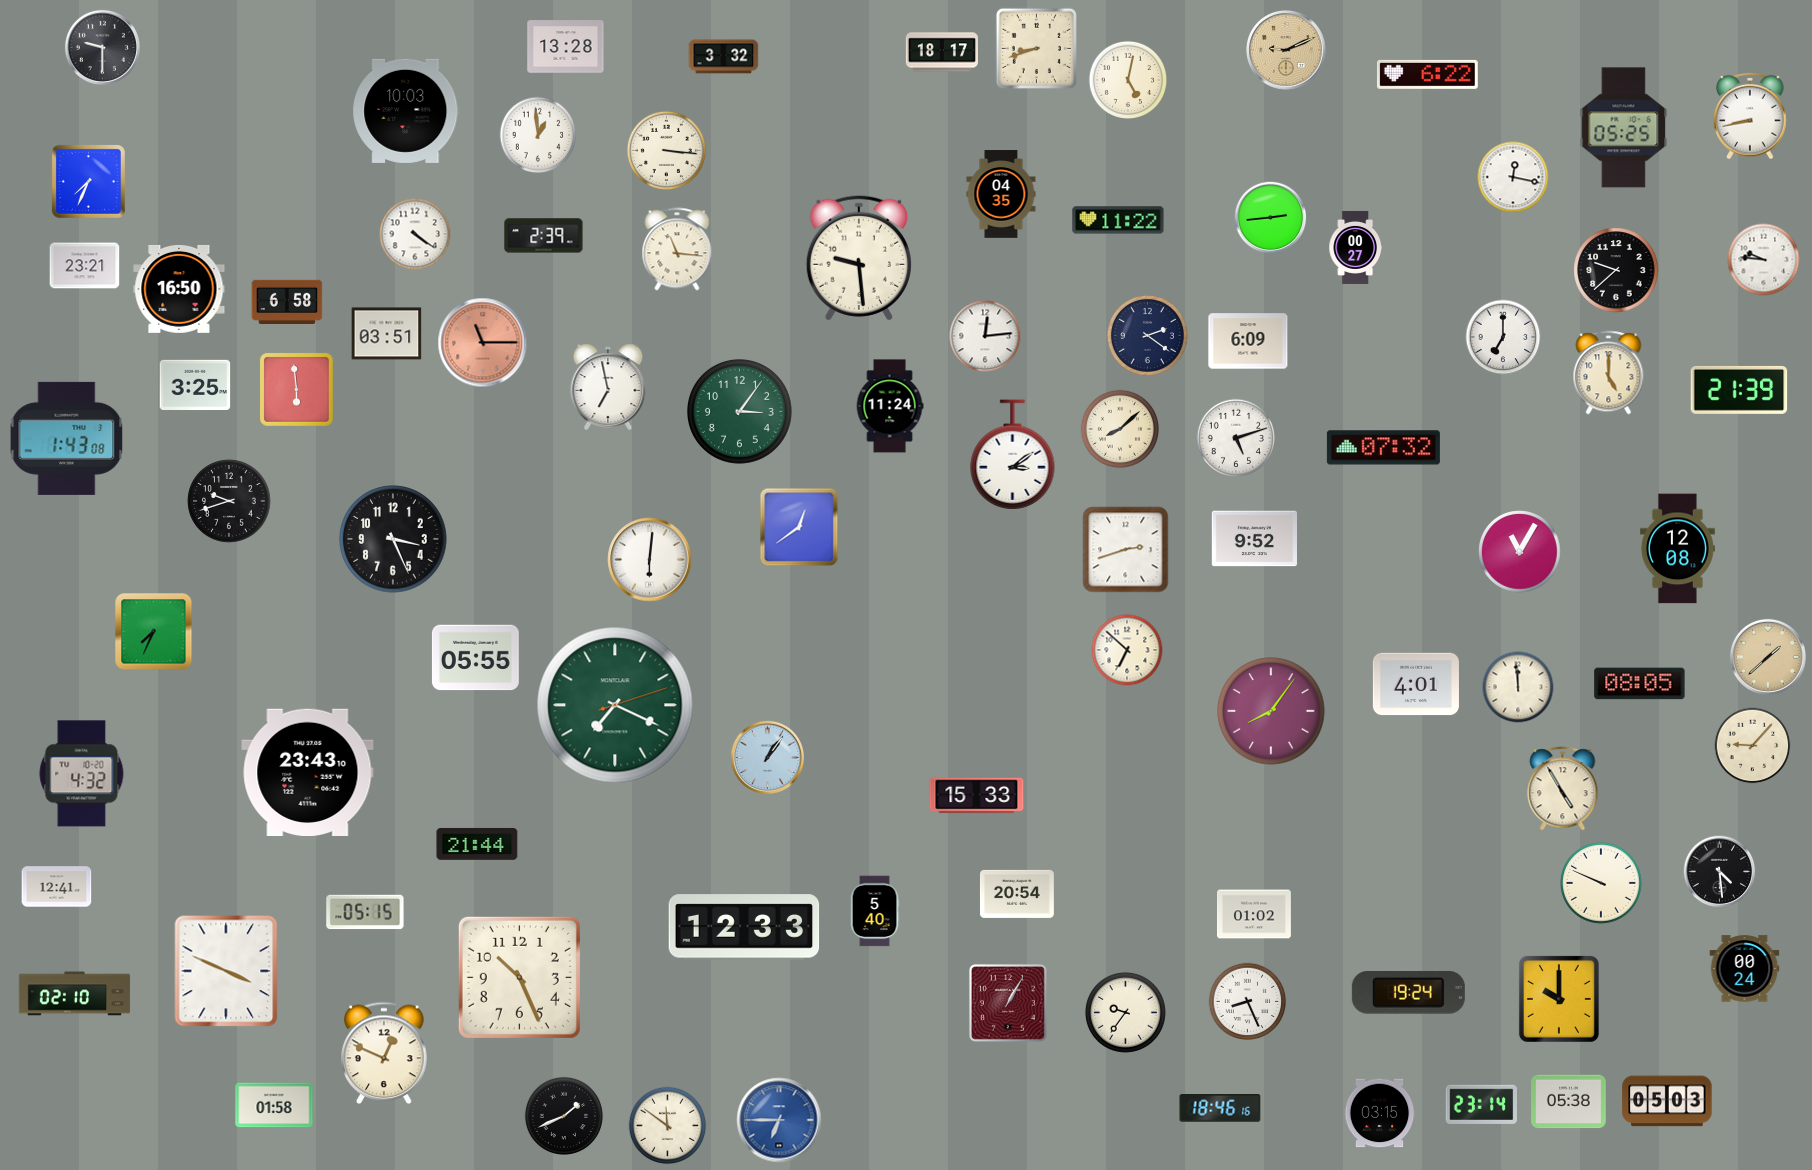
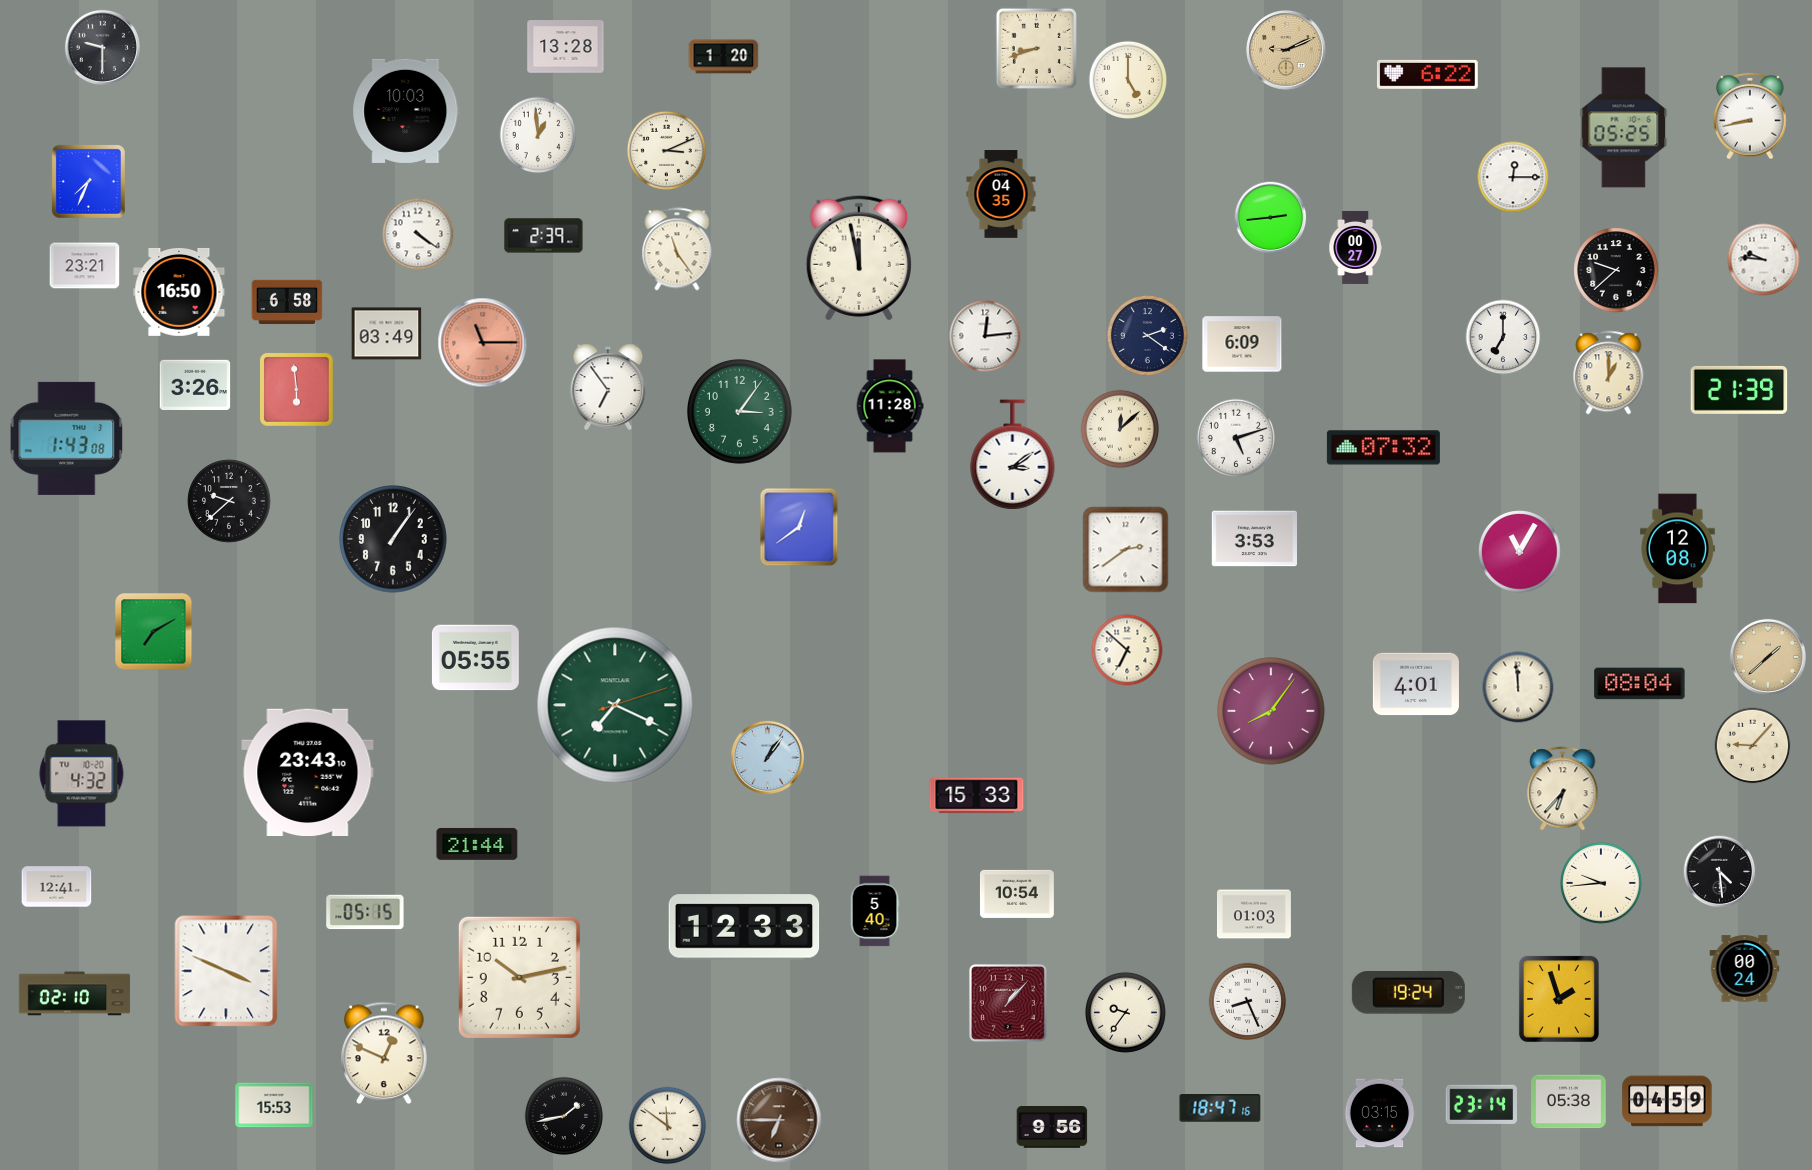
clock at (942, 52): 18:17 -> none
clock at (724, 57): 3:32 -> 1:20
clock at (1127, 79): 5:02 -> 5:00
clock at (666, 150): 3:16 -> 3:11
clock at (1513, 177): 12:17 -> 12:15
clock at (1118, 220): 11:22 -> none
clock at (415, 234) position: (415, 234) -> (418, 234)
clock at (677, 249): 11:16 -> 11:24
clock at (859, 258): 9:29 -> 11:58
clock at (179, 289) position: (179, 289) -> (179, 292)
clock at (387, 334): 03:51 -> 03:49
clock at (1248, 341) position: (1248, 341) -> (1242, 344)
clock at (1609, 373): 5:00 -> 1:00
clock at (195, 384): 3:25 -> 3:26
clock at (608, 387): 6:58 -> 6:54
clock at (890, 406): 11:24 -> 11:28
clock at (1119, 428): 8:08 -> 12:08
clock at (229, 501): 9:42 -> 9:38
clock at (393, 539): 3:26 -> 1:06
clock at (1254, 539): 9:52 -> 3:53
clock at (1126, 550): 2:42 -> 2:39
clock at (650, 560): 6:01 -> none
clock at (154, 632): 7:34 -> 7:10
clock at (1640, 684): 08:05 -> 08:04
clock at (1563, 789): 4:55 -> 6:37
clock at (1601, 883): 9:49 -> 9:44
clock at (1017, 894): 20:54 -> 10:54
clock at (1255, 914): 01:02 -> 01:03
clock at (519, 977): 10:26 -> 10:13
clock at (1559, 999): 10:00 -> 1:57
clock at (1008, 1003): 1:05 -> 1:07
clock at (1667, 1101): 05:03 -> 04:59
clock at (274, 1105): 01:58 -> 15:53
clock at (1220, 1108): 18:46 -> 18:47
clock at (563, 1115): 1:41 -> 1:43
clock at (779, 1120) dial: blue -> brown
clock at (1052, 1128): none -> 9:56
